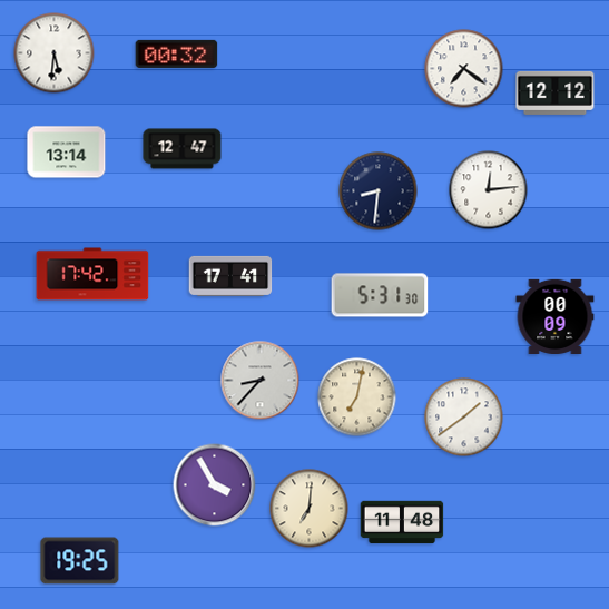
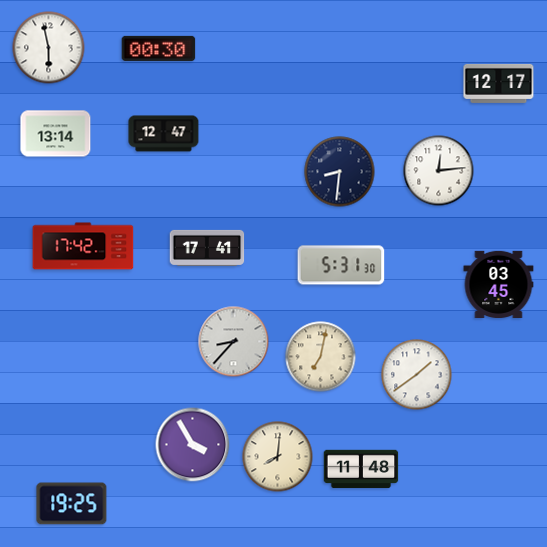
clock at (55, 53): 5:31 -> 5:58
clock at (177, 53): 00:32 -> 00:30
clock at (464, 69): 7:21 -> none
clock at (556, 92): 12:12 -> 12:17
clock at (67, 153) position: (67, 153) -> (56, 134)
clock at (556, 316): 00:09 -> 03:45
clock at (215, 485) position: (215, 485) -> (193, 445)
clock at (310, 509): 7:01 -> 8:01
